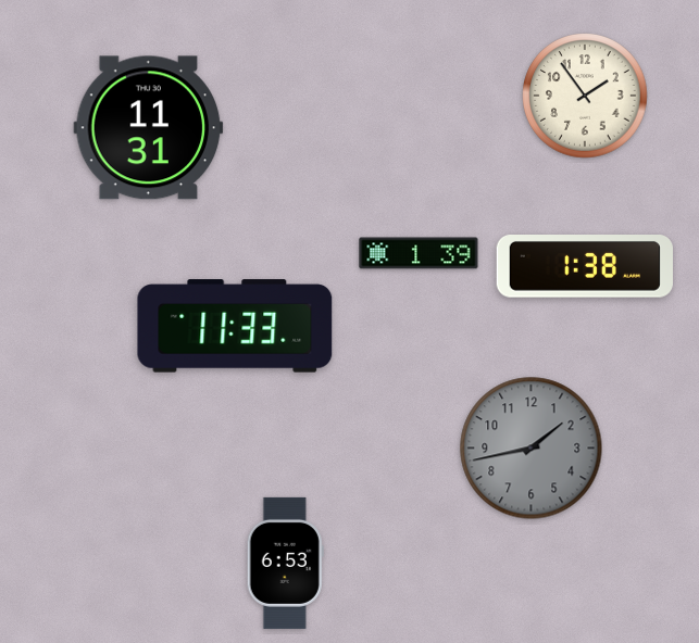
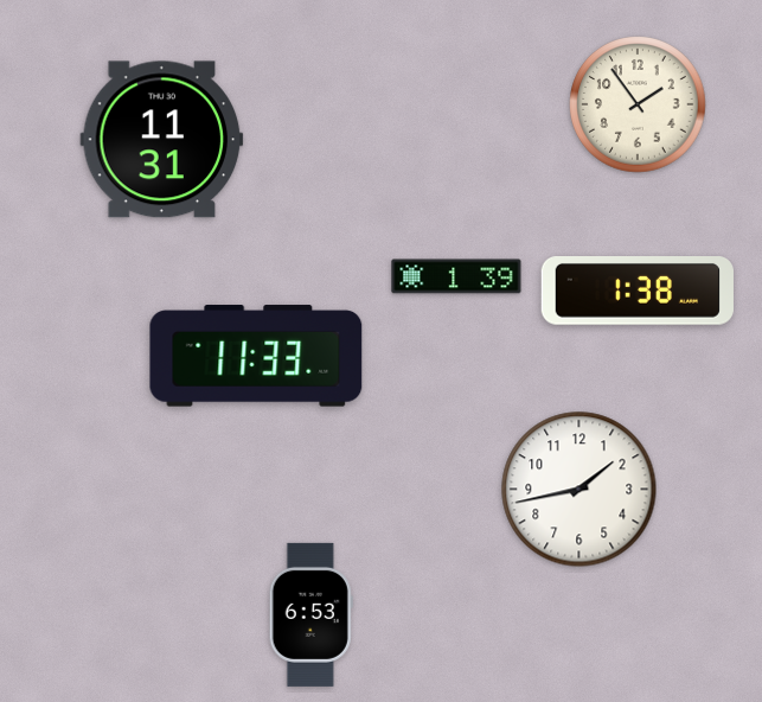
clock at (532, 449) dial: grey -> white
